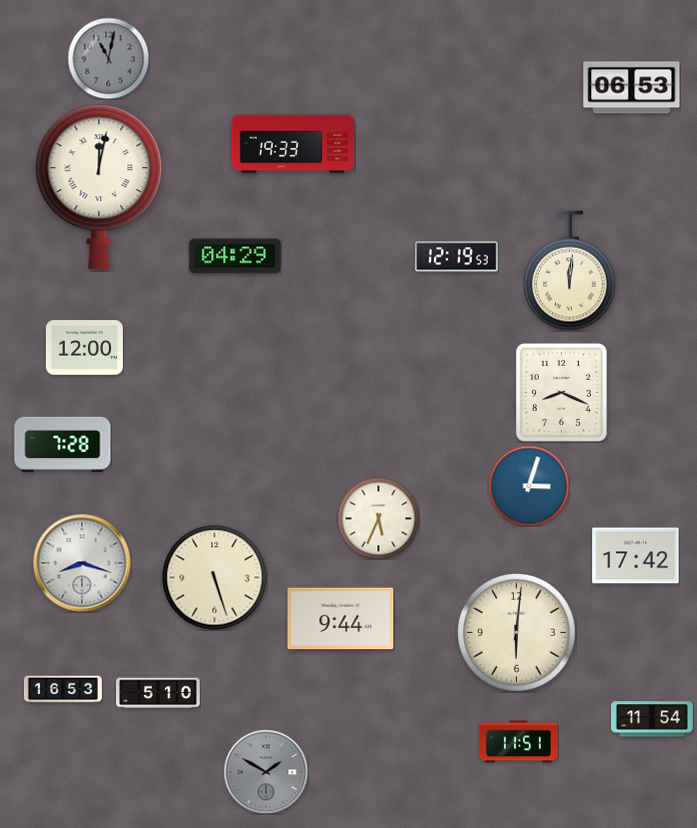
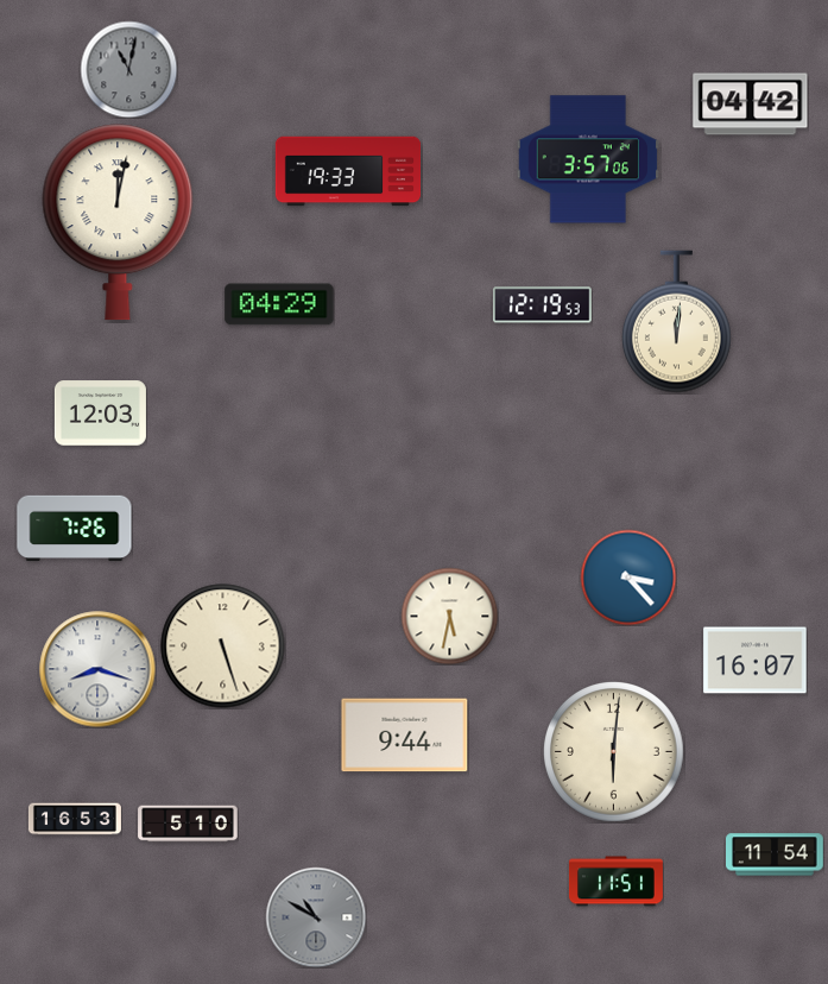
clock at (632, 88): 06:53 -> 04:42
clock at (587, 159): none -> 3:57
clock at (84, 348): 12:00 -> 12:03
clock at (561, 392): 8:19 -> none
clock at (63, 445): 7:28 -> 7:26
clock at (529, 486): 3:03 -> 3:23
clock at (378, 518): 5:34 -> 5:32
clock at (636, 556): 17:42 -> 16:07
clock at (215, 578) position: (215, 578) -> (223, 646)
clock at (266, 772): 1:50 -> 10:50
